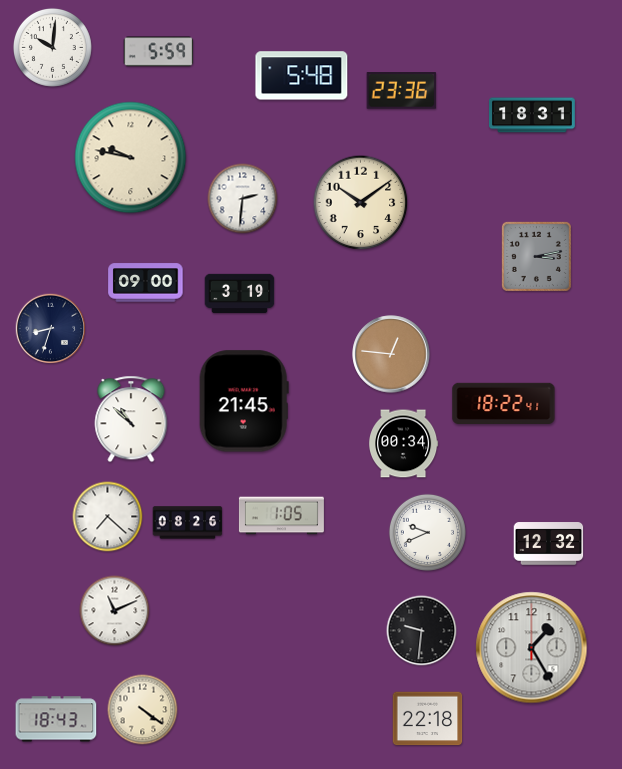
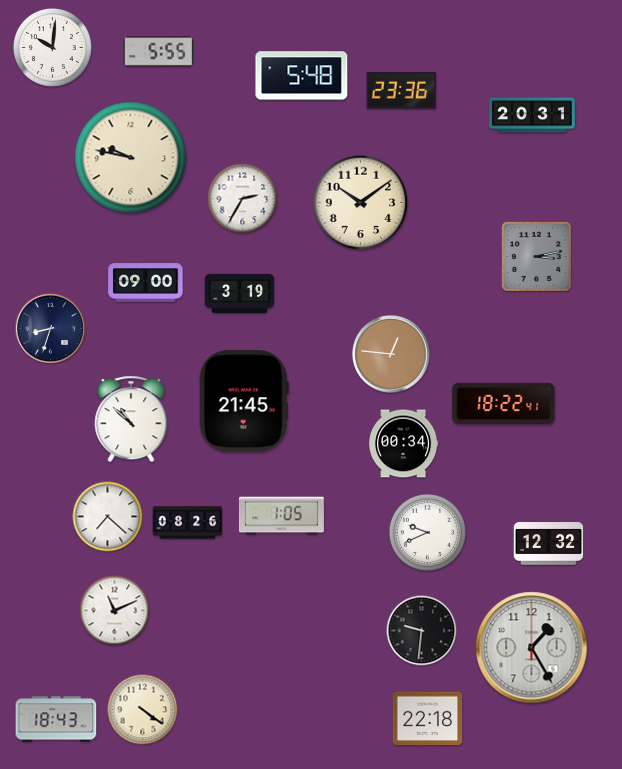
clock at (159, 52): 5:59 -> 5:55
clock at (532, 115): 18:31 -> 20:31
clock at (243, 199): 2:31 -> 2:35
